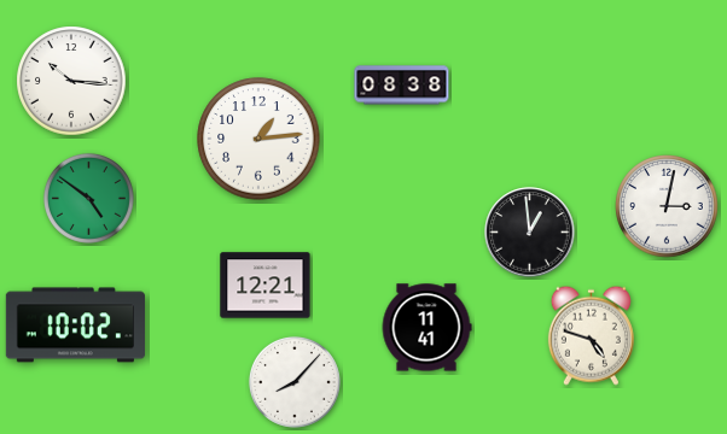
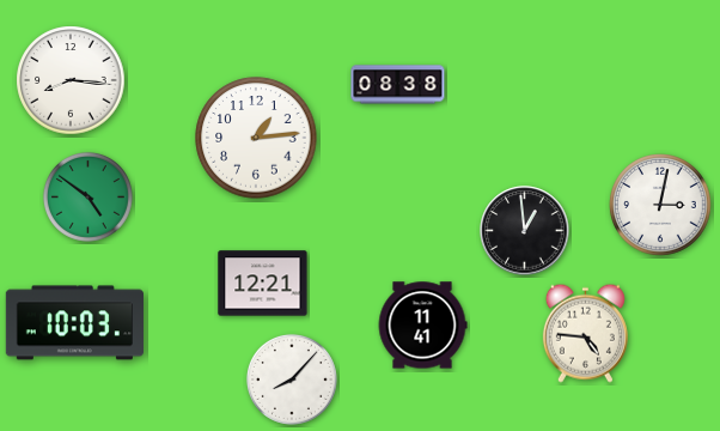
clock at (71, 81): 10:16 -> 8:16
clock at (75, 325): 10:02 -> 10:03
clock at (591, 335): 4:48 -> 4:46
